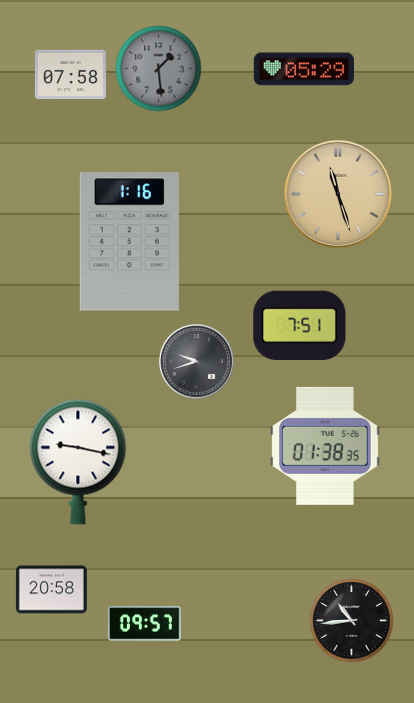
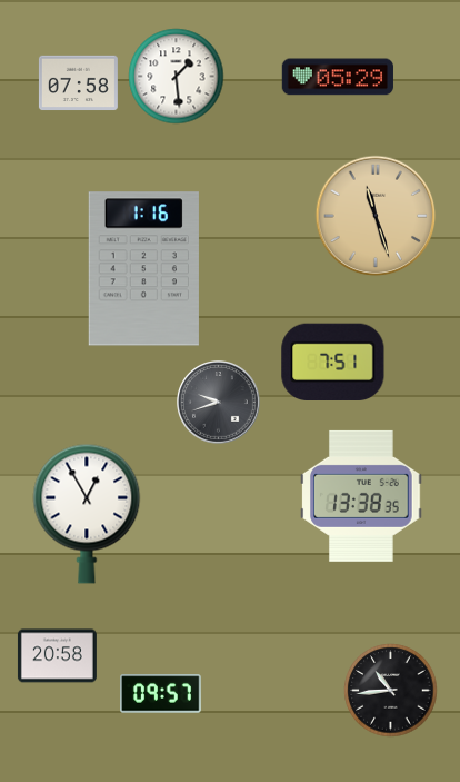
clock at (159, 69) dial: grey -> white
clock at (325, 446): 01:38 -> 13:38
clock at (78, 462): 9:17 -> 12:55
